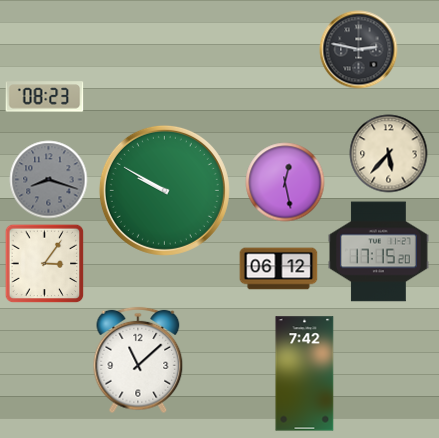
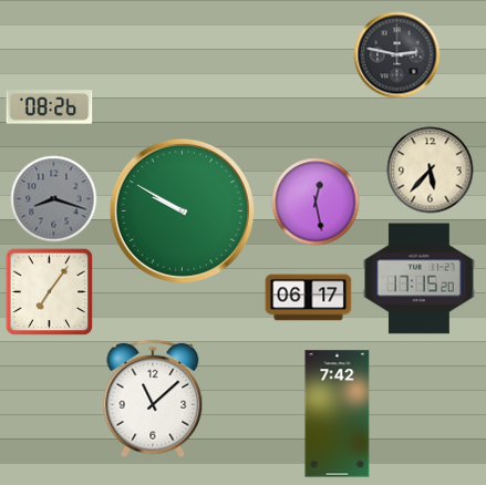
clock at (44, 97): 08:23 -> 08:26
clock at (44, 263): 3:06 -> 7:06
clock at (278, 269): 06:12 -> 06:17
